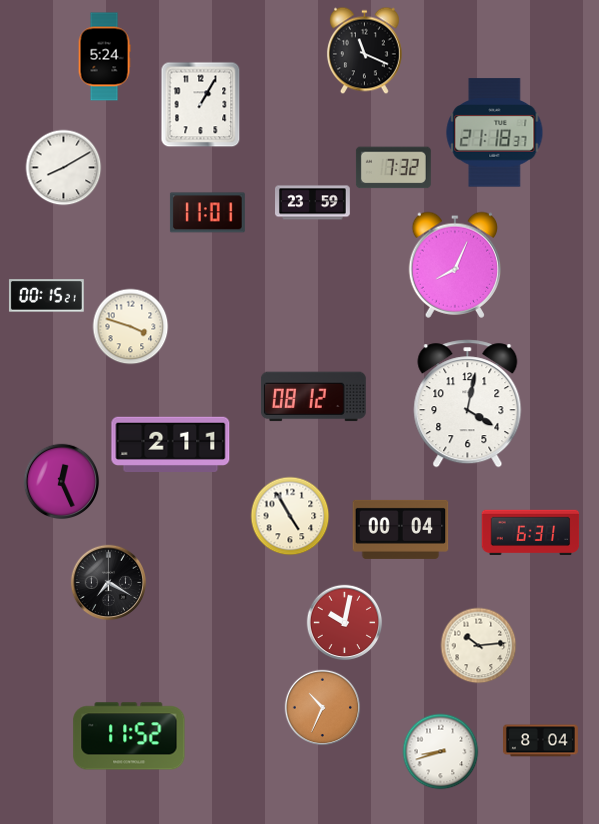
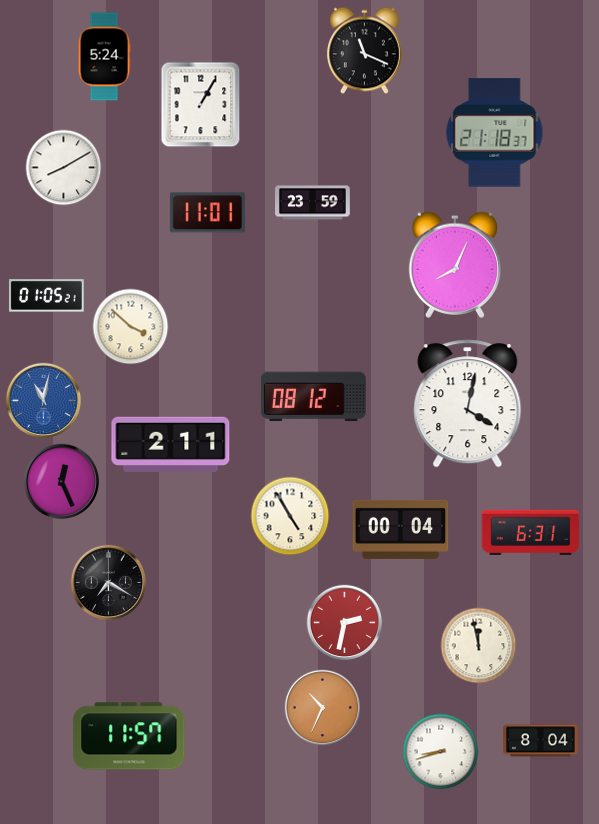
clock at (393, 168): 7:32 -> none
clock at (46, 296): 00:15 -> 01:05
clock at (131, 327): 3:48 -> 3:52
clock at (44, 401): none -> 11:02
clock at (345, 623): 10:02 -> 2:32
clock at (479, 646): 10:14 -> 11:58
clock at (129, 736): 11:52 -> 11:57
